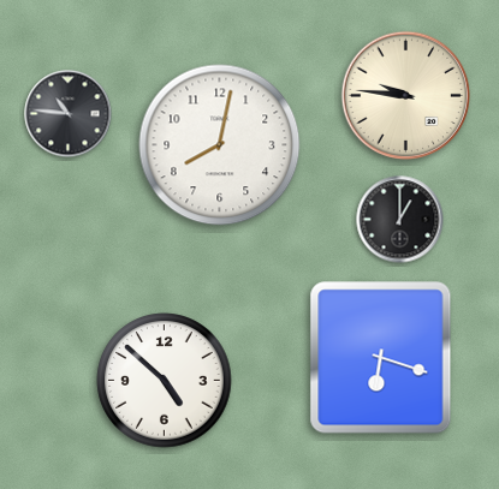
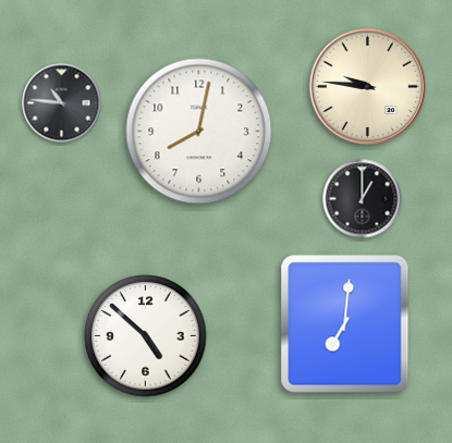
clock at (381, 358): 6:18 -> 7:01
clock at (165, 381) position: (165, 381) -> (146, 336)
